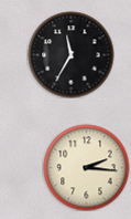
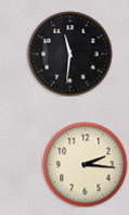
clock at (70, 54): 11:35 -> 11:31
